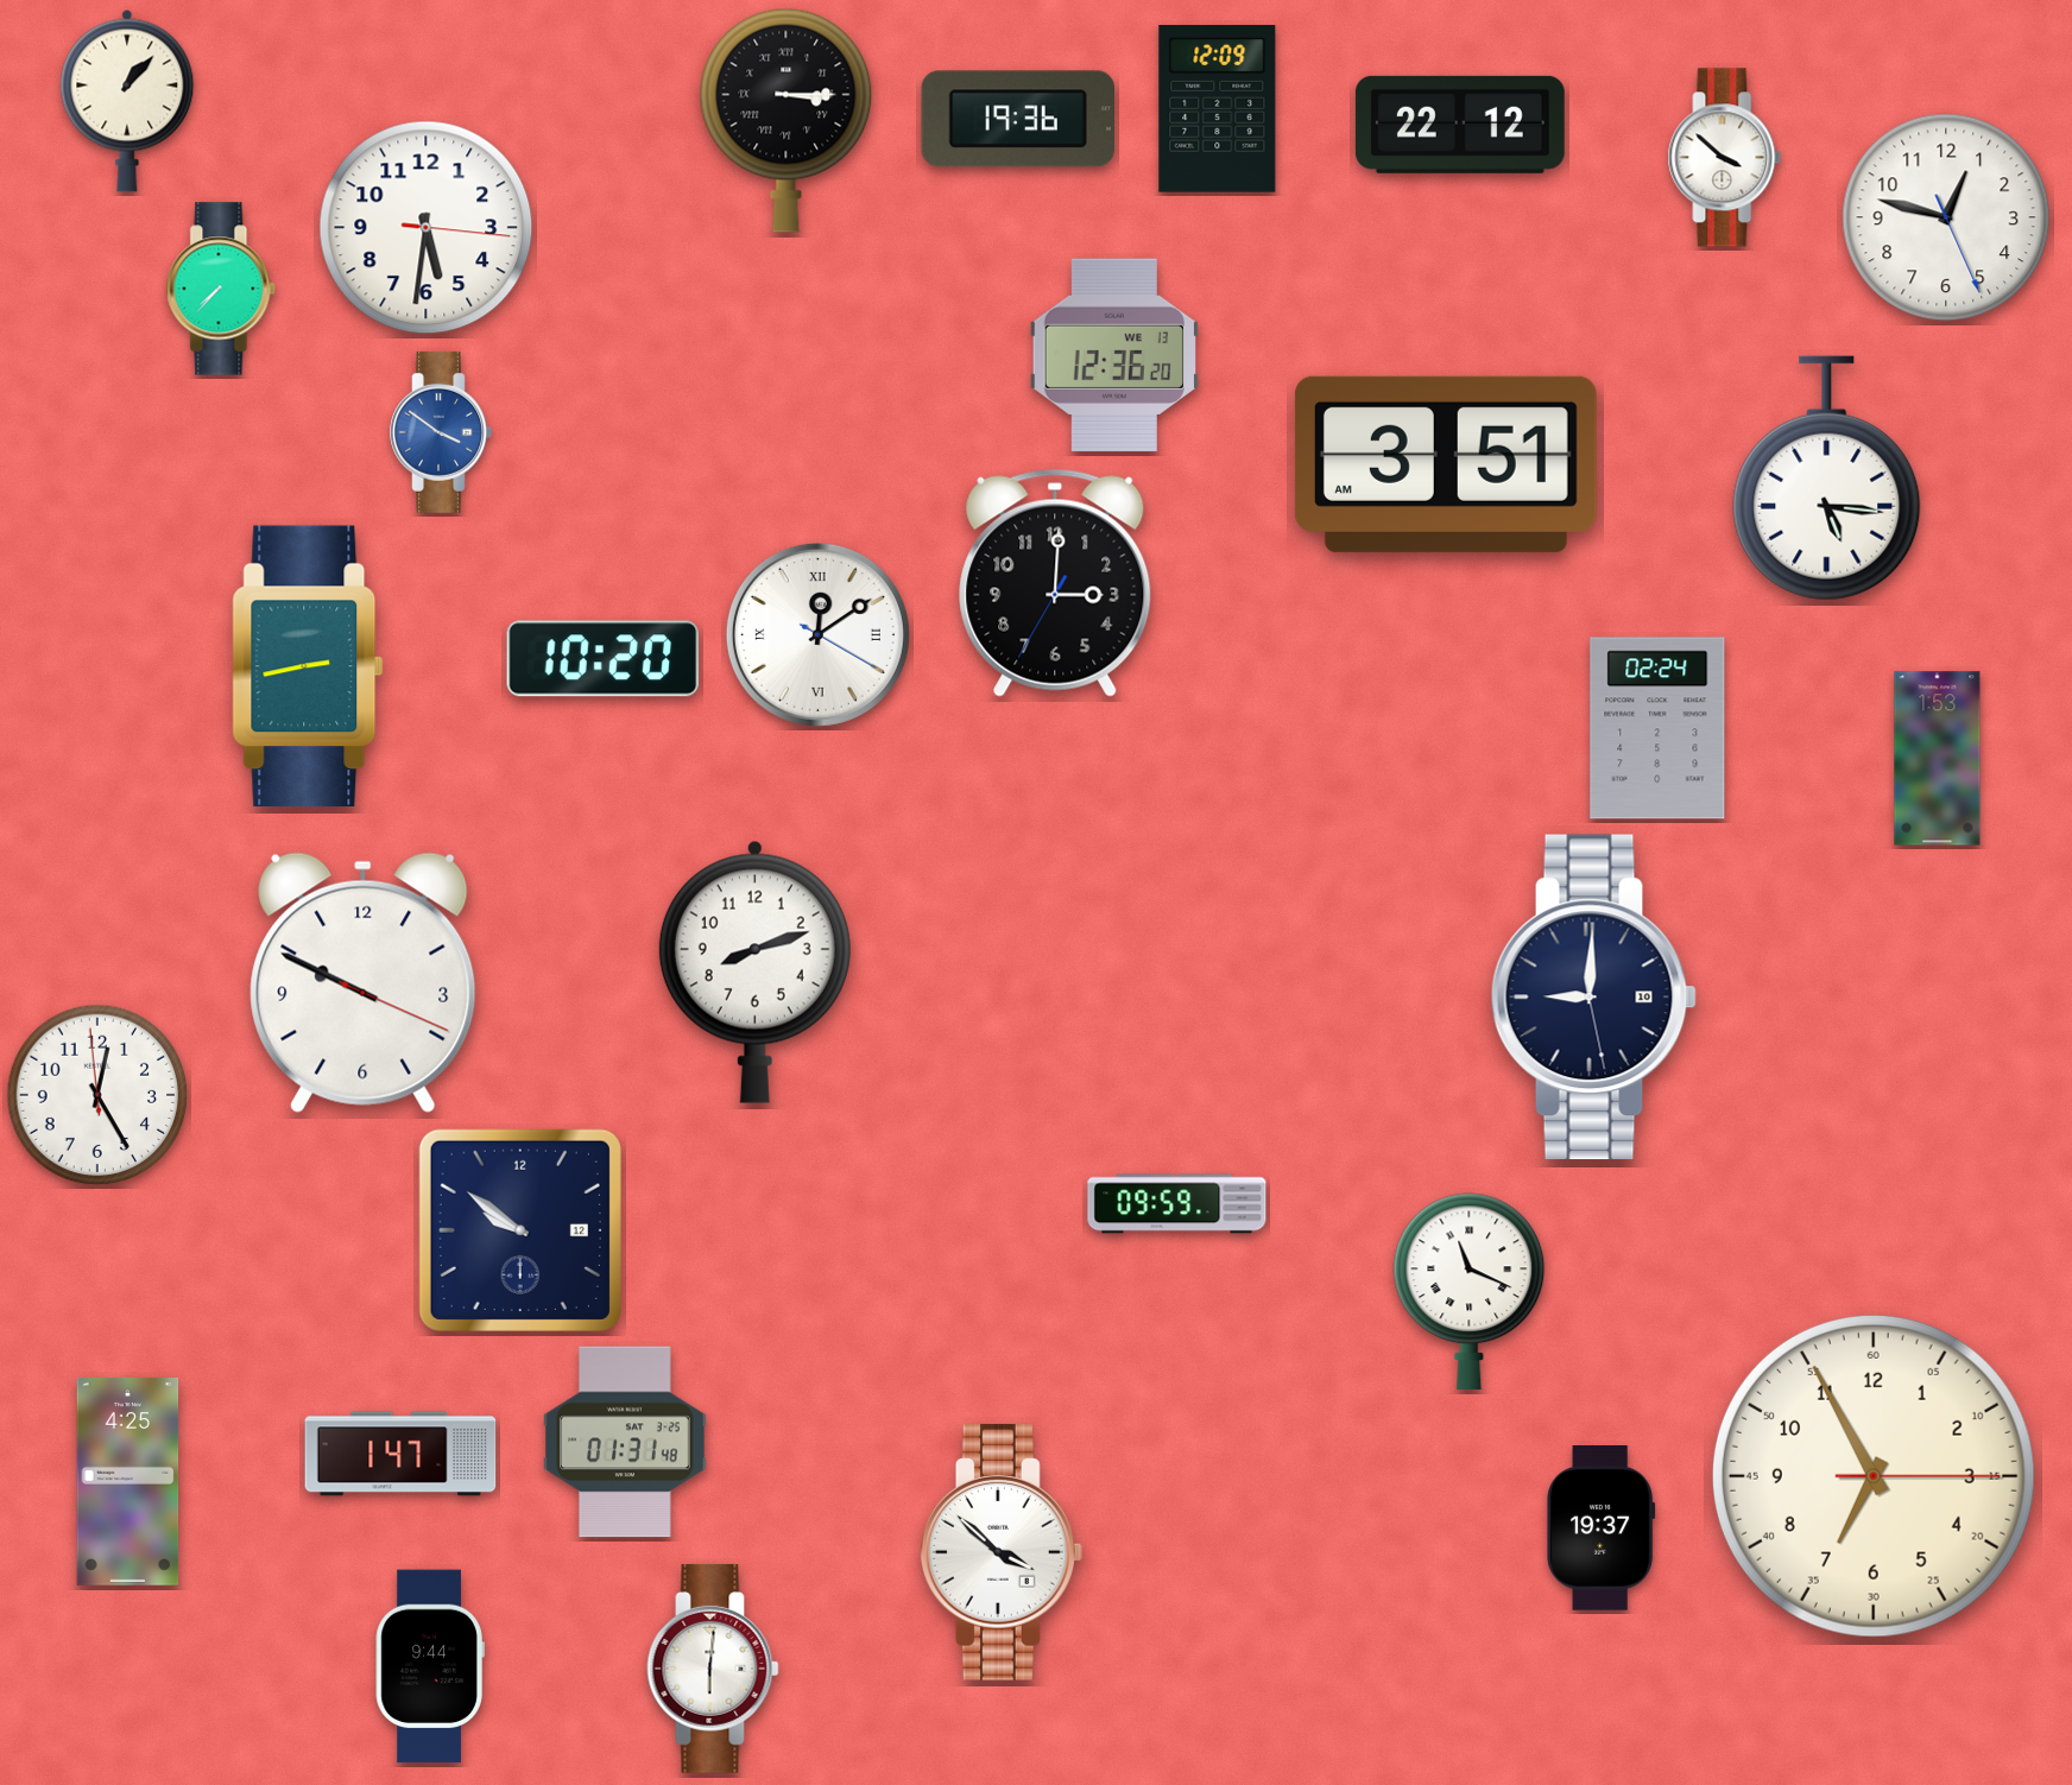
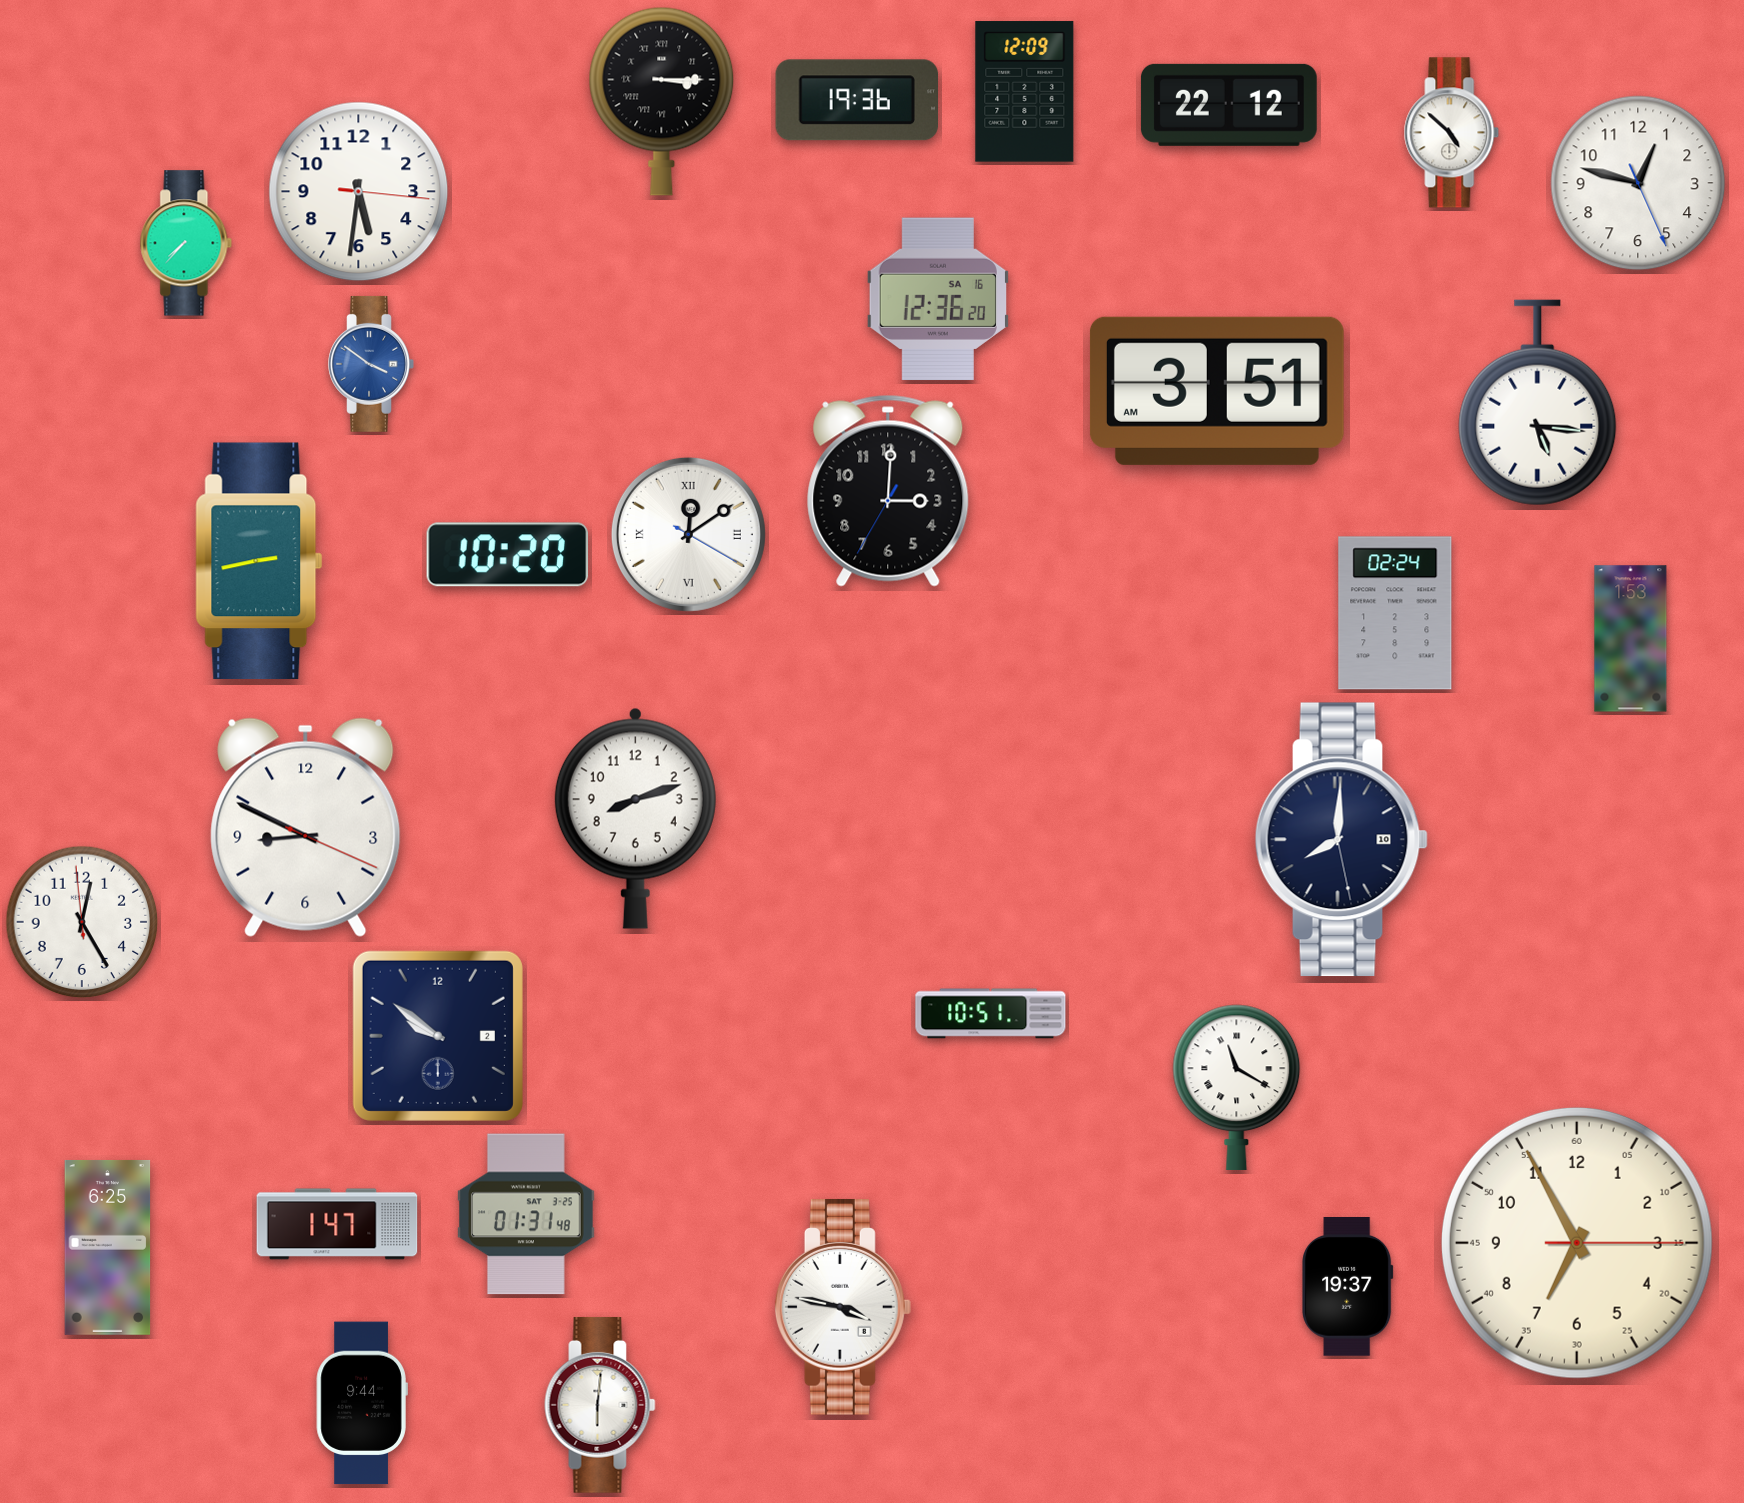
clock at (127, 101): 1:07 -> none
clock at (1725, 158): 3:52 -> 4:52
clock at (1114, 355) date: WE 13 -> SA 16
clock at (364, 982): 9:49 -> 8:49
clock at (1593, 998): 9:00 -> 8:00
clock at (1177, 1204): 09:59 -> 10:51
clock at (520, 1230) date: 12 -> 2
clock at (1470, 1291): 11:19 -> 11:20
clock at (128, 1481): 4:25 -> 6:25
clock at (1002, 1552): 3:52 -> 3:47
